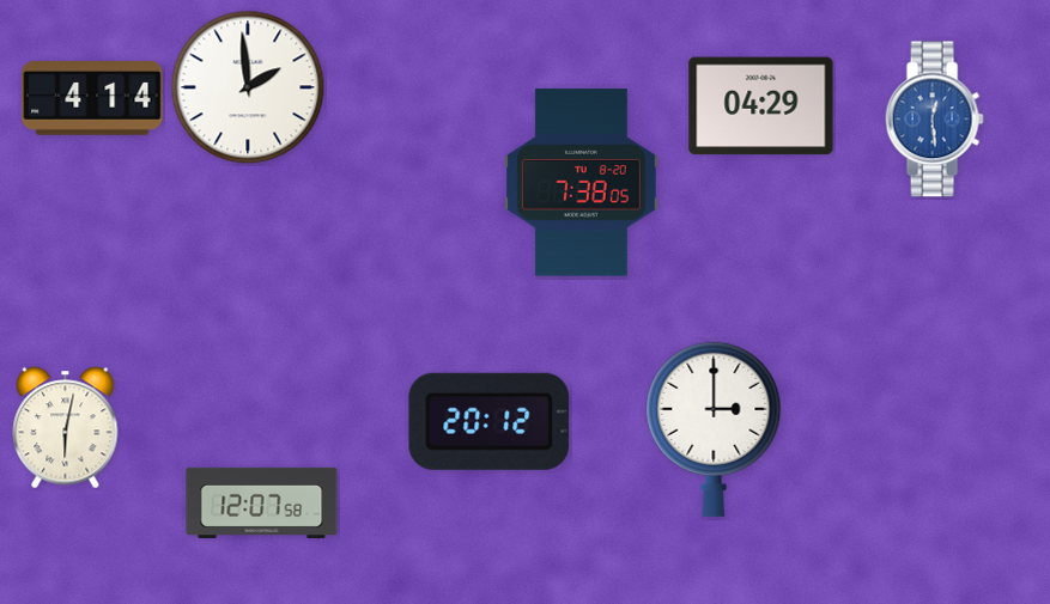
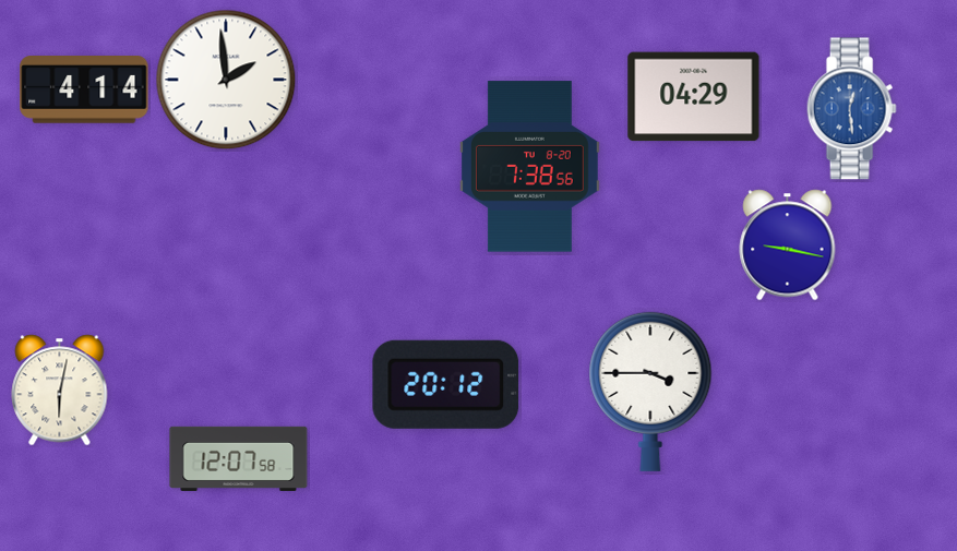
clock at (582, 183): 7:38:05 -> 7:38:56
clock at (788, 245): none -> 9:17
clock at (714, 429): 3:00 -> 3:45
